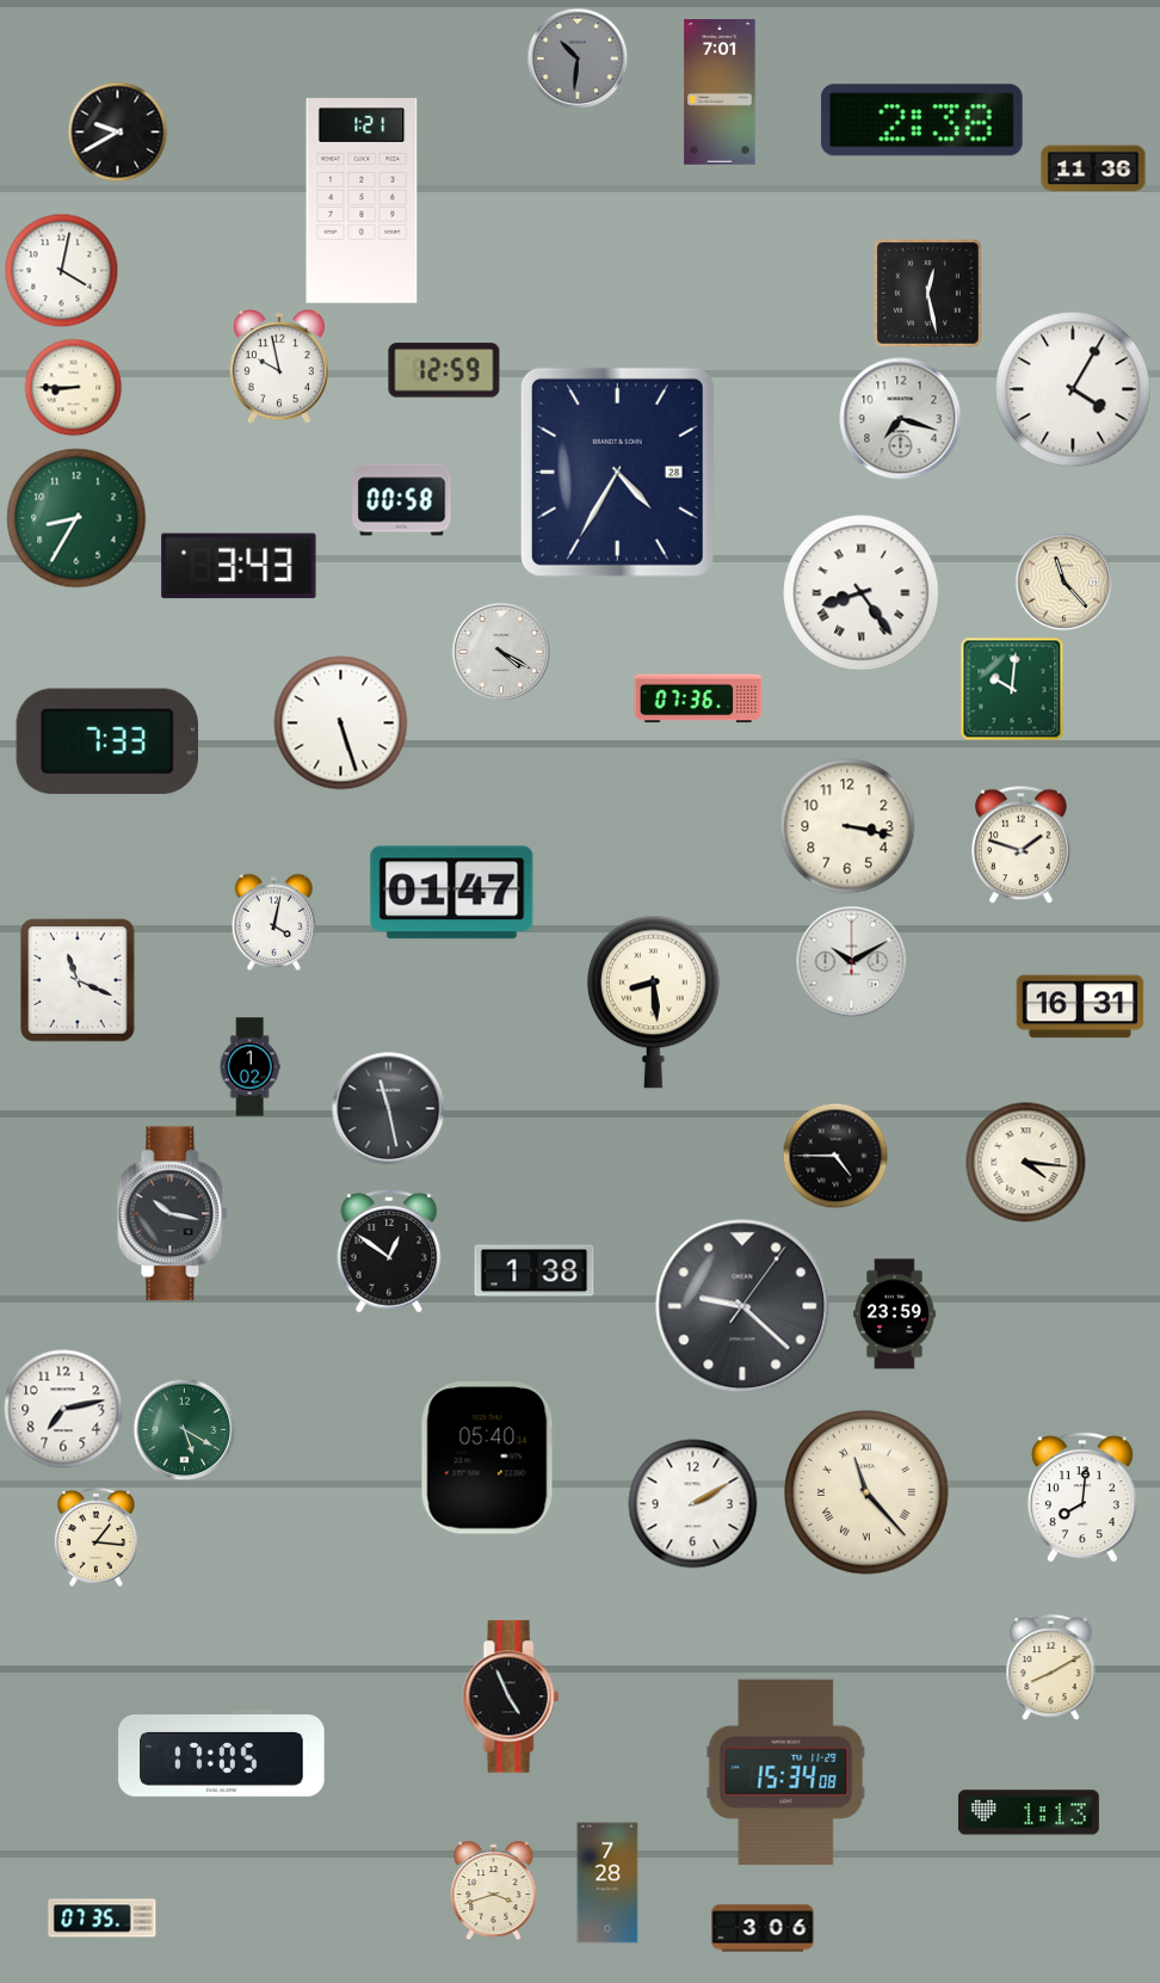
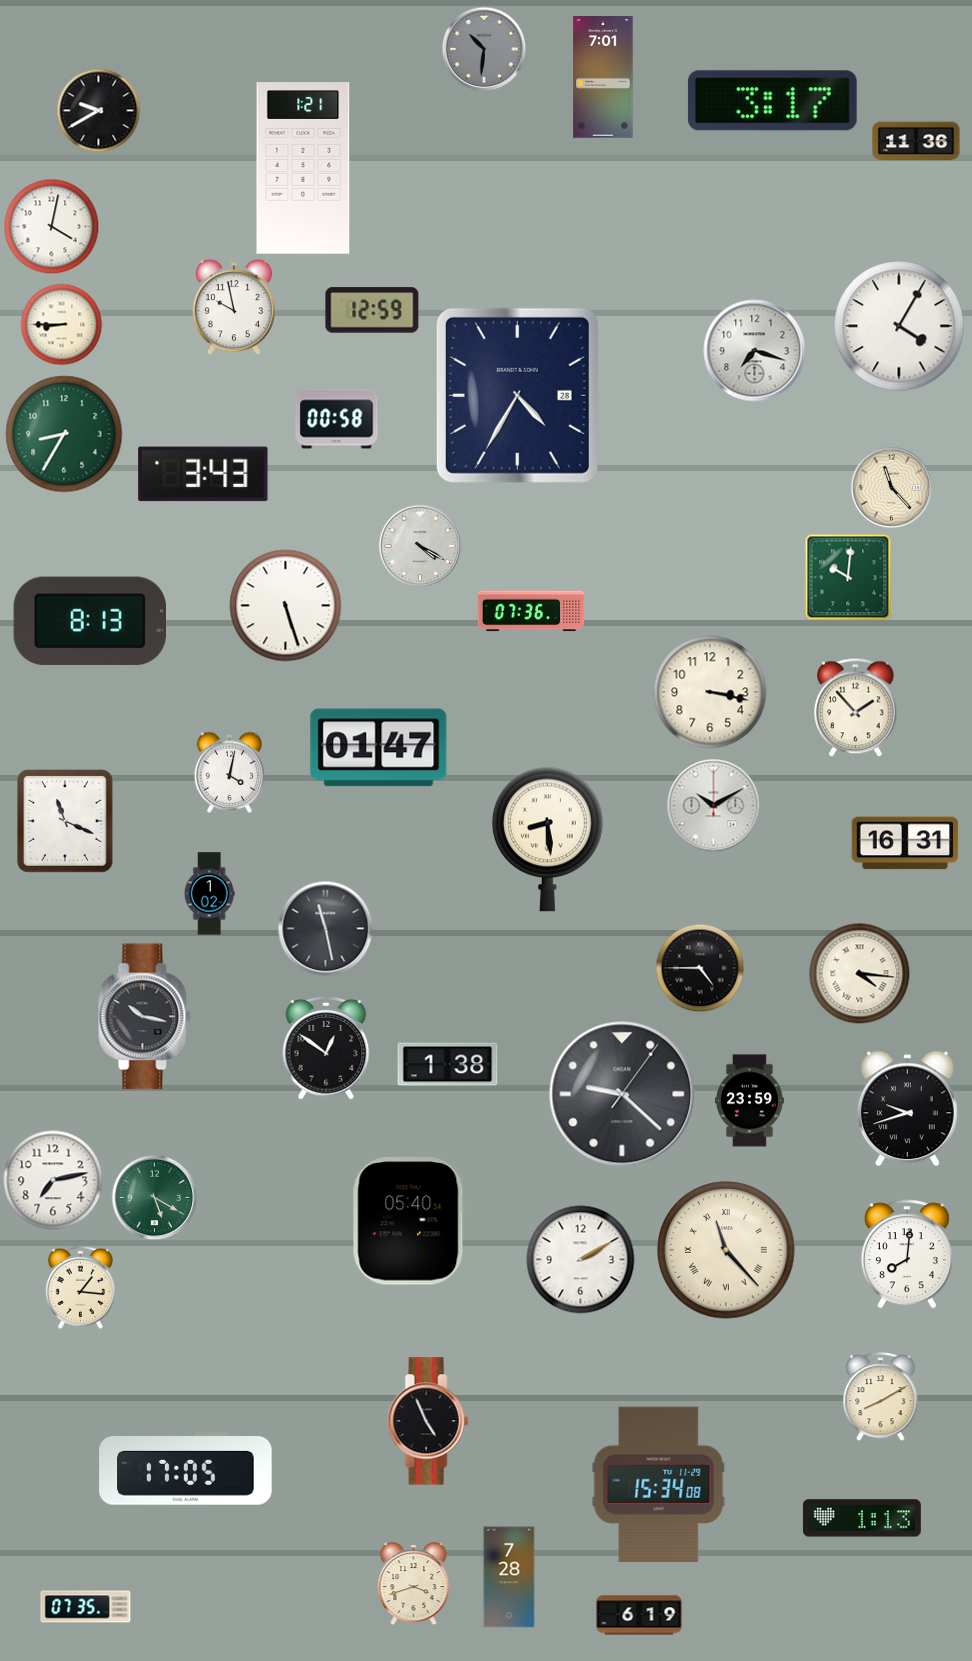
clock at (921, 121): 2:38 -> 3:17
clock at (927, 292): 12:28 -> none
clock at (239, 566) position: (239, 566) -> (203, 474)
clock at (862, 593): 8:24 -> none
clock at (698, 698) position: (698, 698) -> (531, 611)
clock at (106, 741): 7:33 -> 8:13
clock at (1022, 844): 1:48 -> 1:53
clock at (908, 1109): none -> 9:42
clock at (763, 1928): 3:06 -> 6:19
